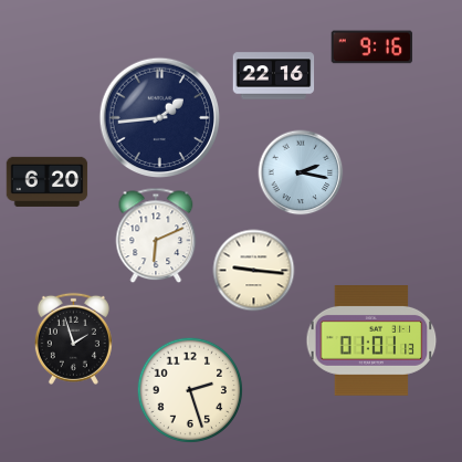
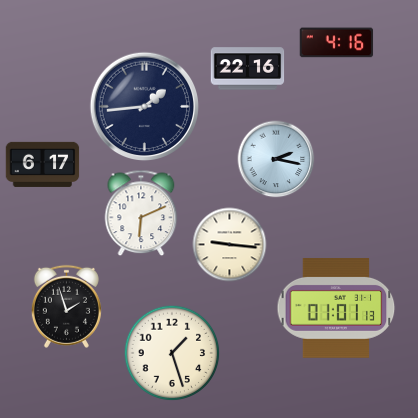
clock at (372, 48): 9:16 -> 4:16
clock at (301, 172) position: (301, 172) -> (276, 159)
clock at (48, 181): 6:20 -> 6:17
clock at (190, 390): 2:27 -> 1:27
